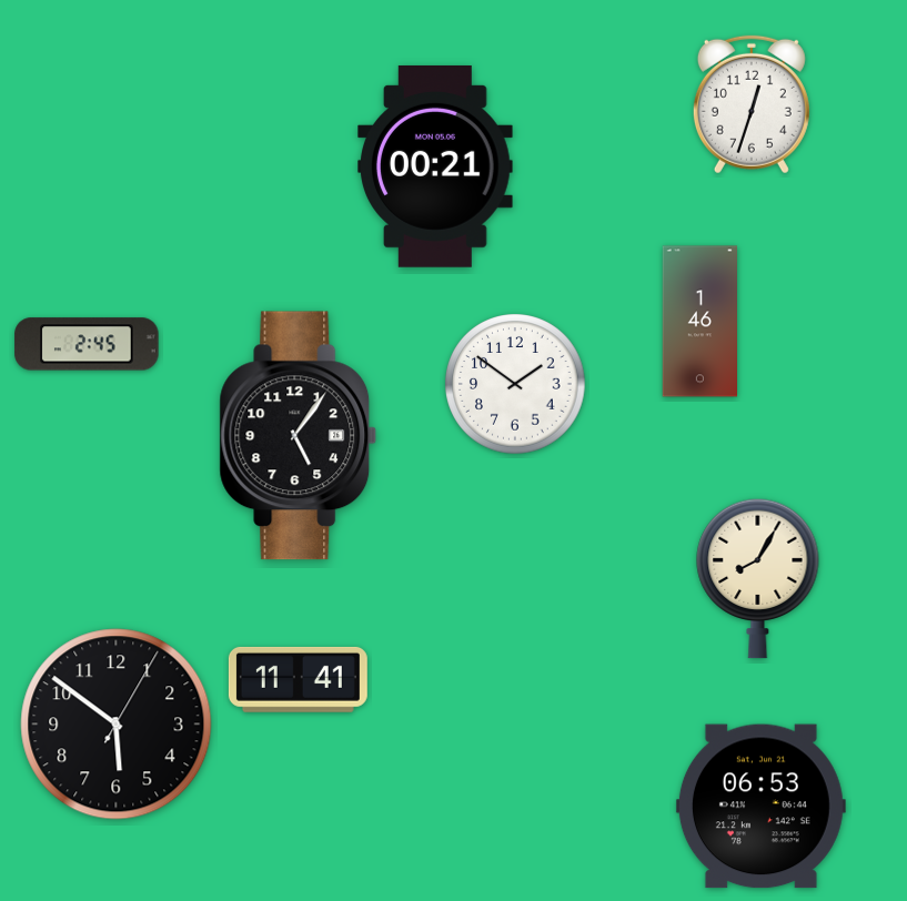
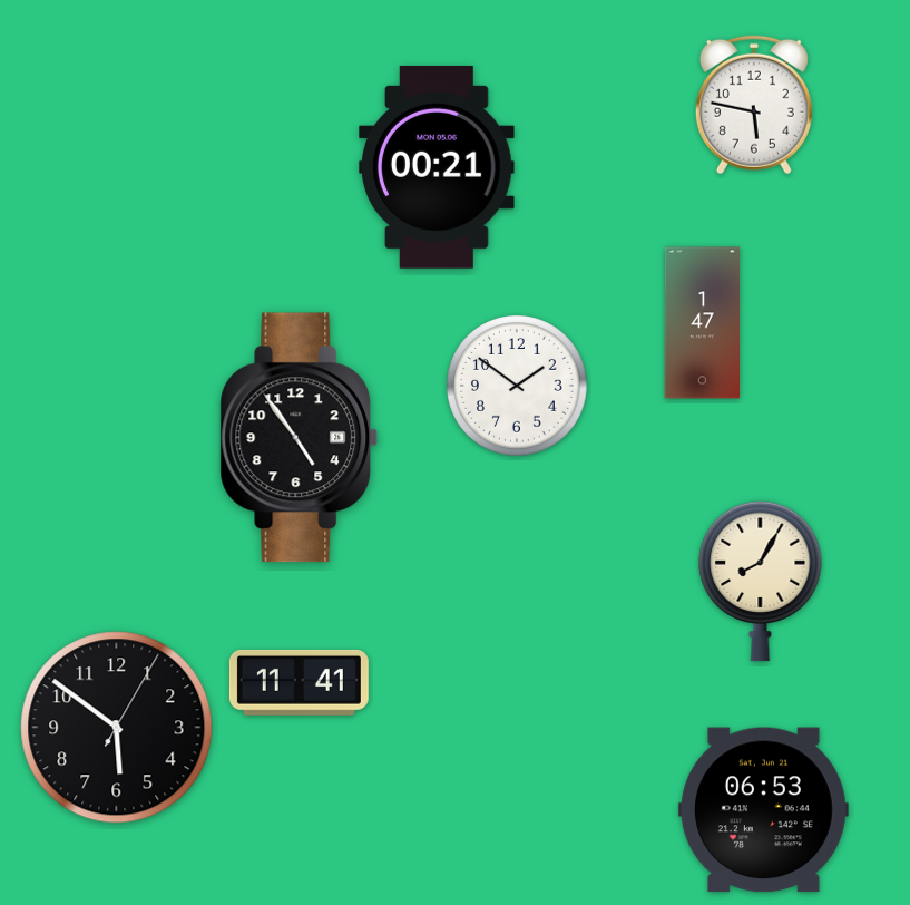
clock at (752, 104): 12:33 -> 5:47
clock at (701, 322): 1:46 -> 1:47
clock at (87, 344): 2:45 -> none
clock at (299, 436): 5:06 -> 4:54
